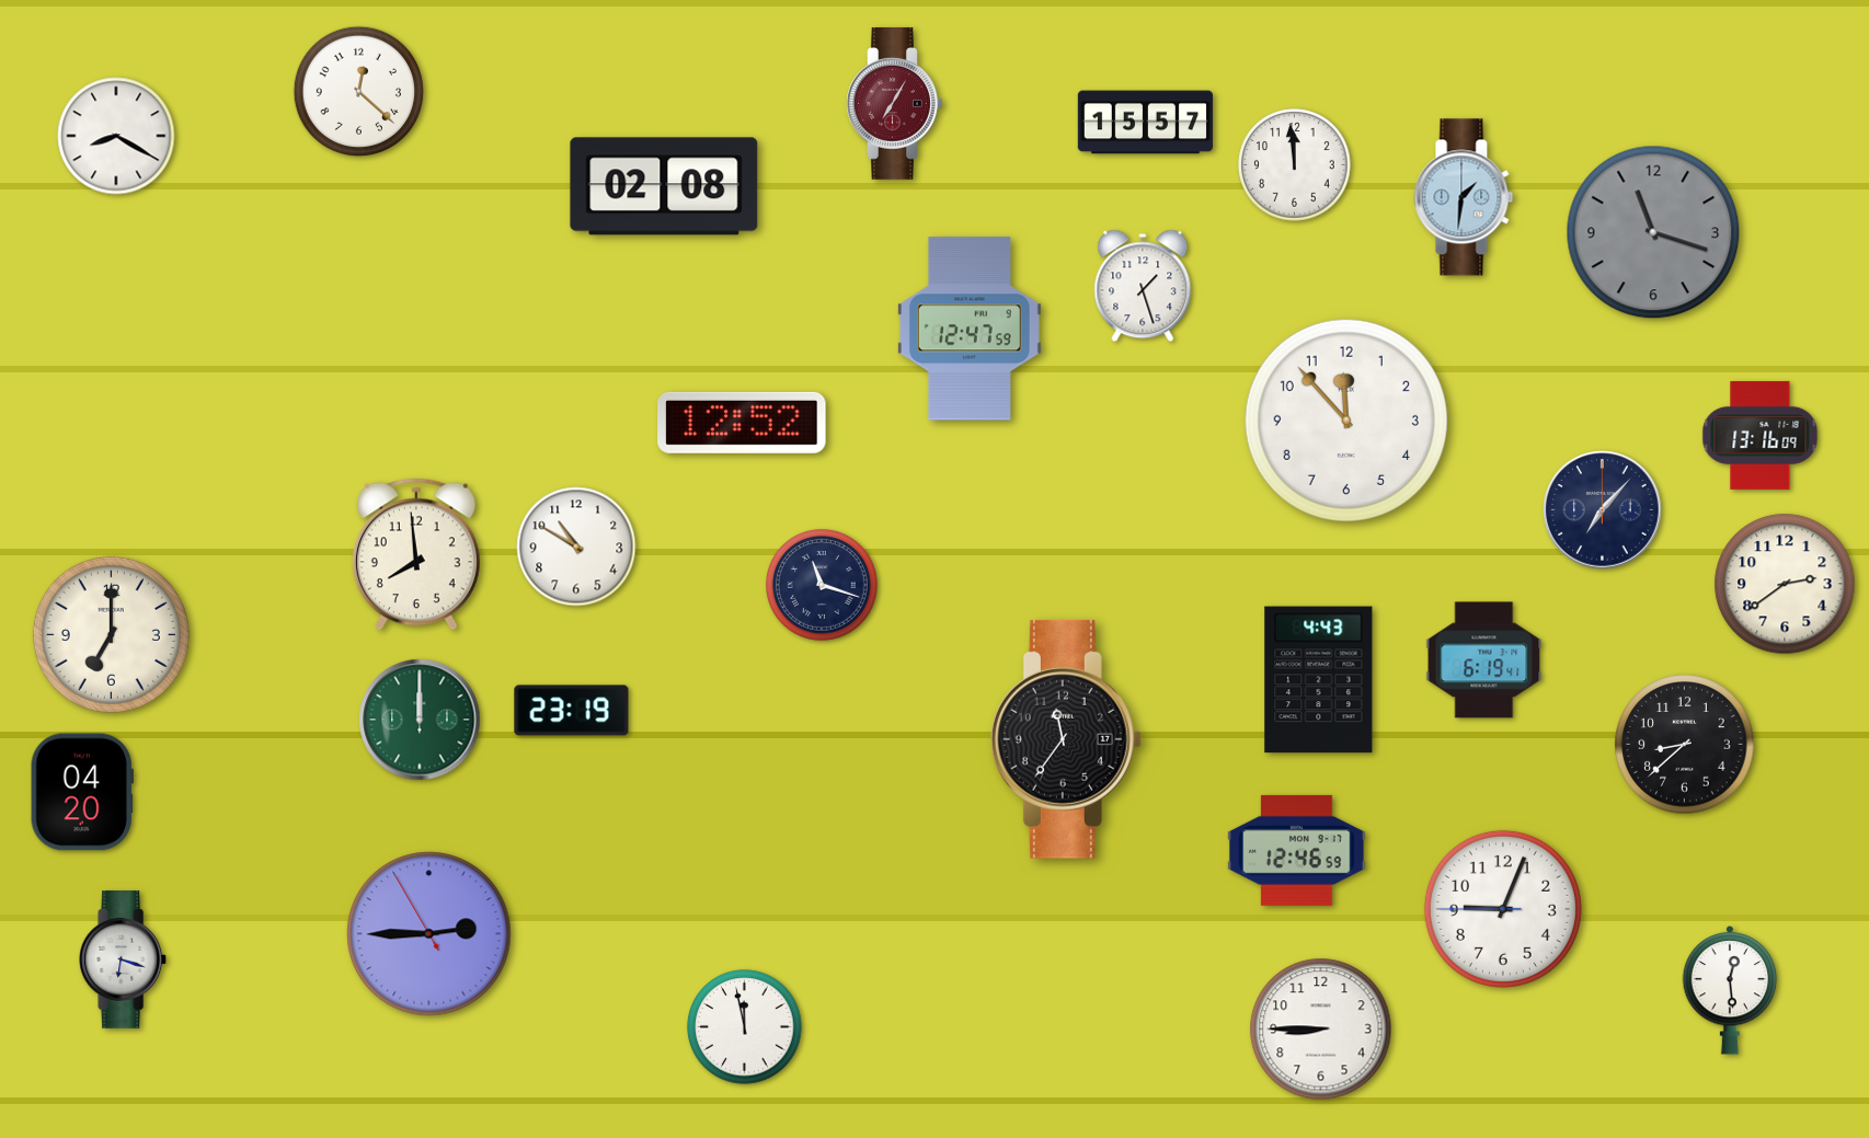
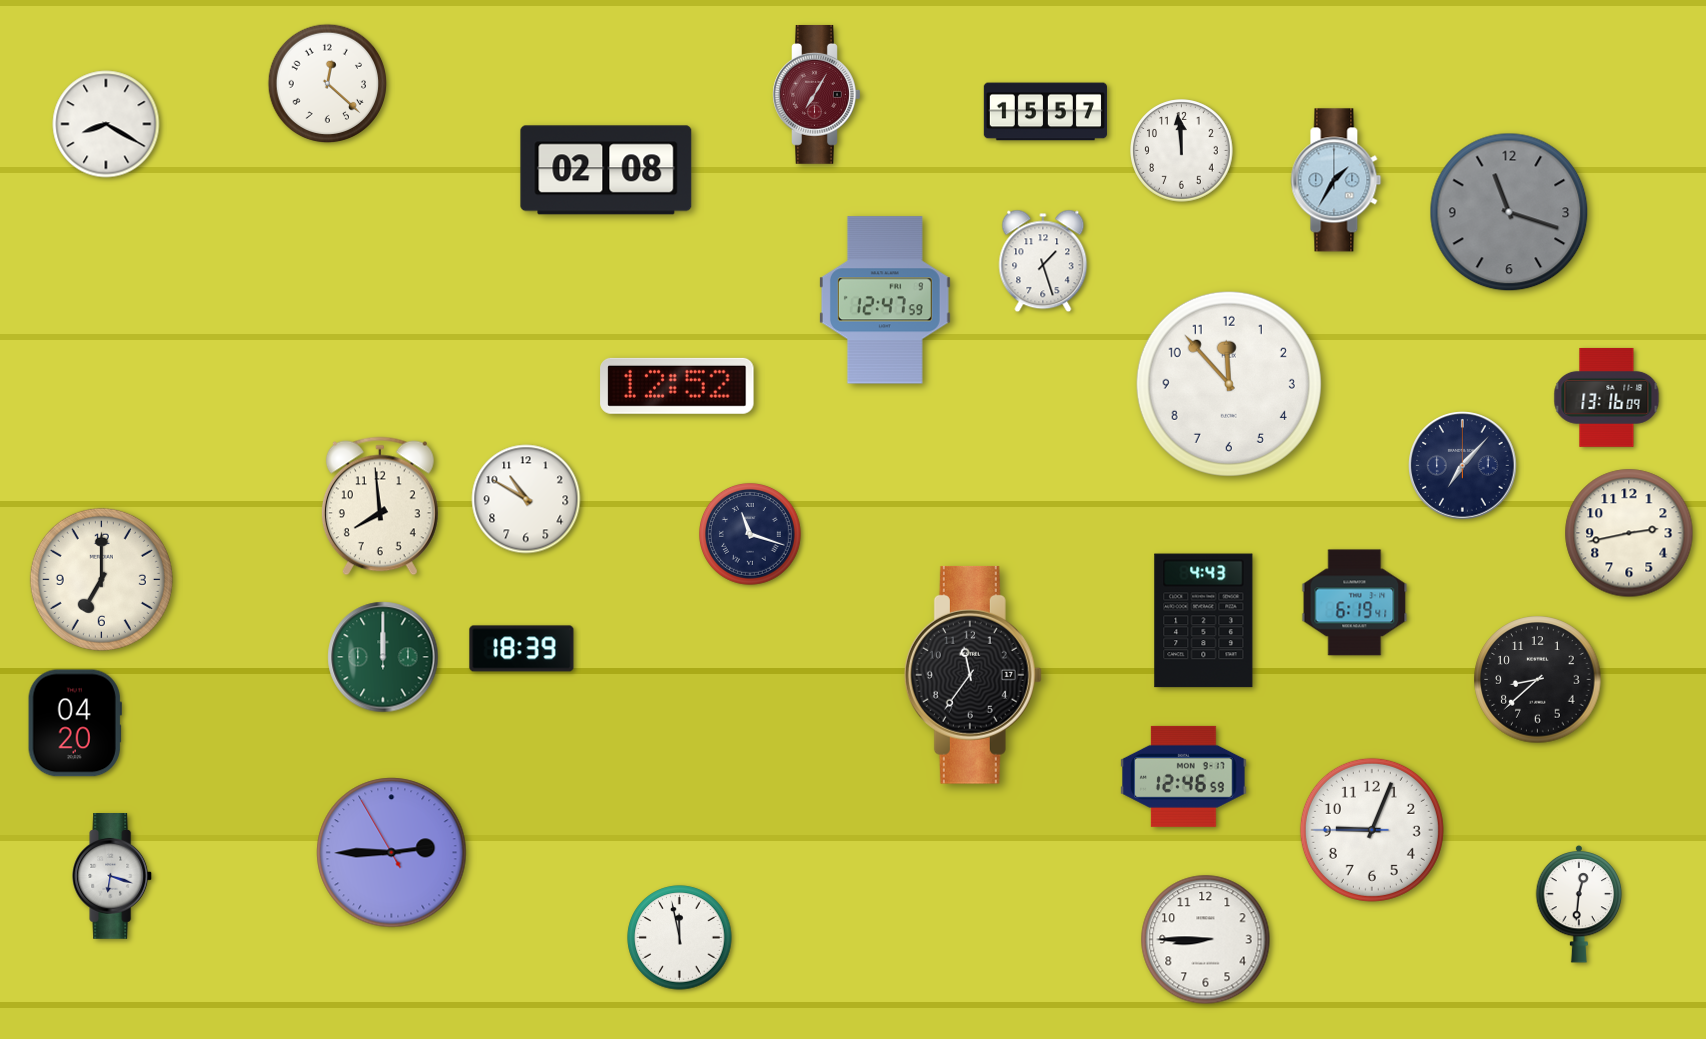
clock at (1464, 197): 1:31 -> 1:35
clock at (1785, 584): 2:39 -> 2:43
clock at (572, 711): 23:19 -> 18:39
clock at (1730, 990): 12:29 -> 12:31
